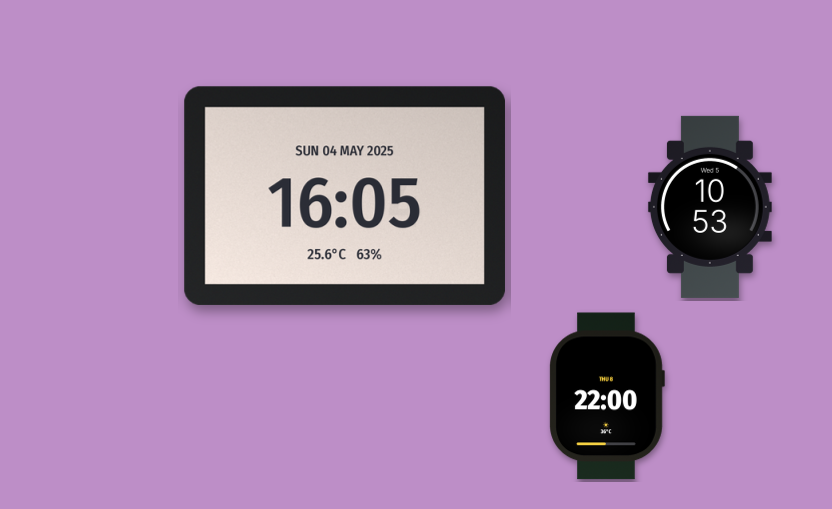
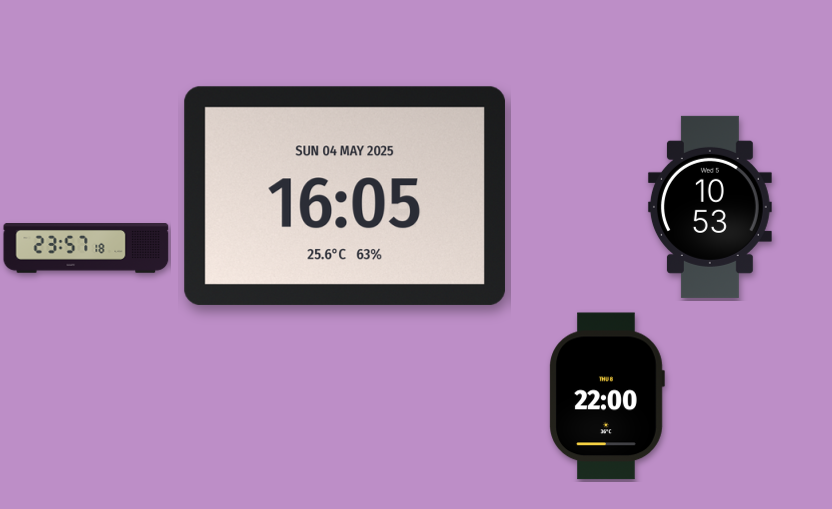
clock at (86, 249): none -> 23:57
